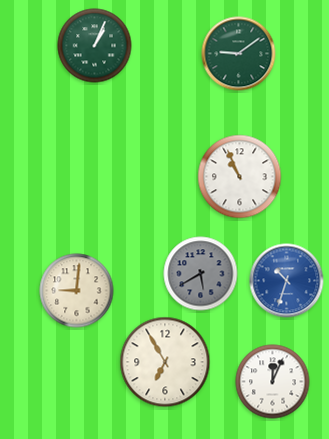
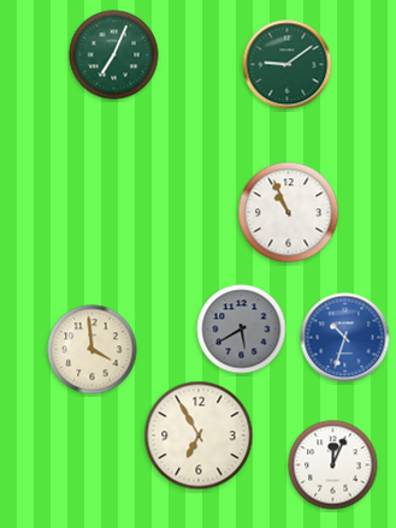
clock at (95, 46): 1:04 -> 7:04
clock at (77, 291): 9:01 -> 3:59
clock at (273, 382) position: (273, 382) -> (333, 465)
